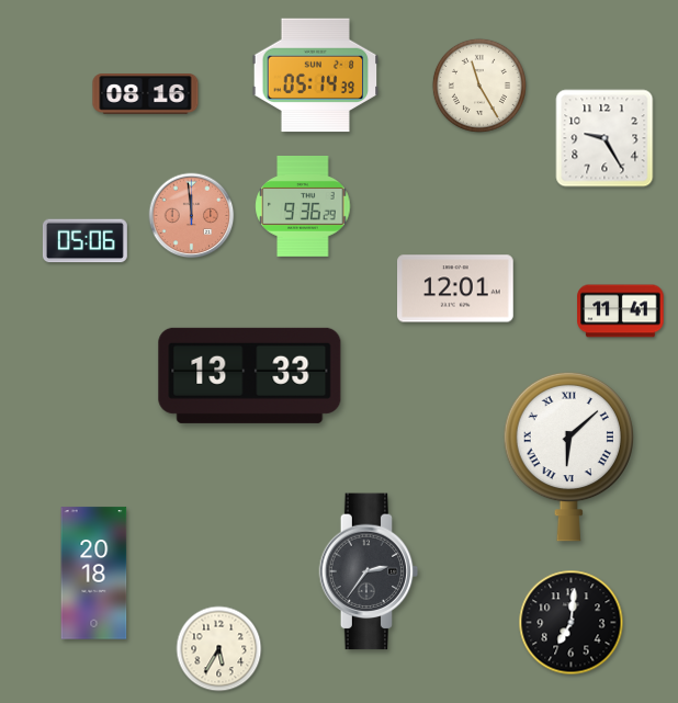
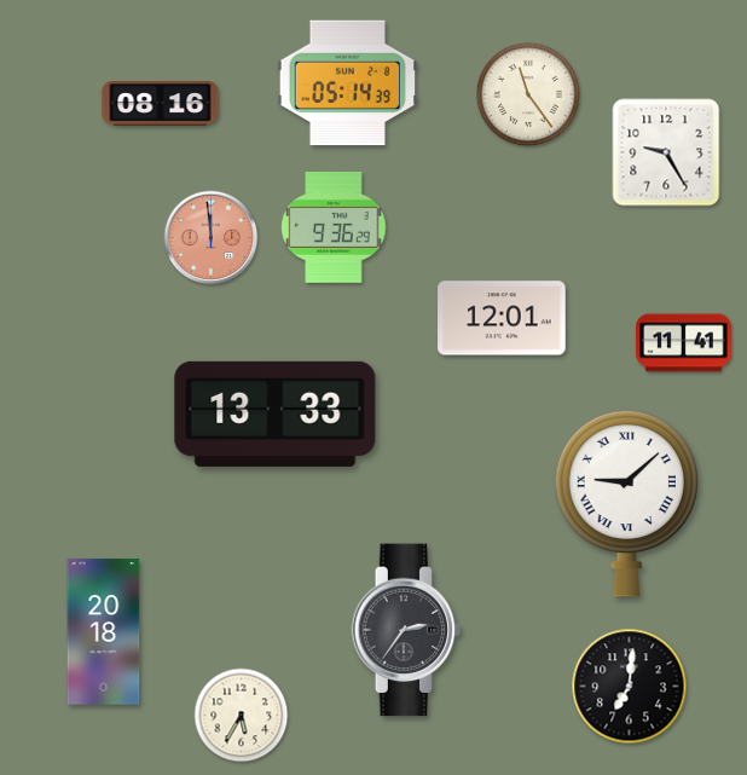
clock at (479, 86): 11:25 -> 11:24
clock at (84, 241): 05:06 -> none
clock at (568, 456): 6:08 -> 9:08
